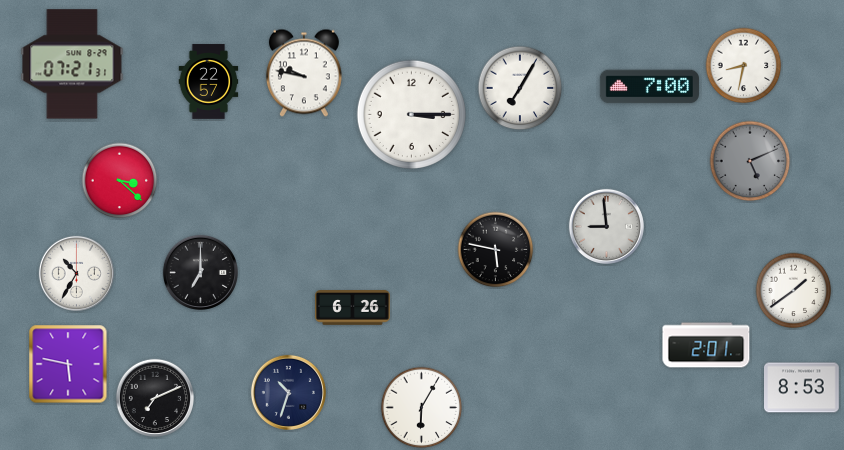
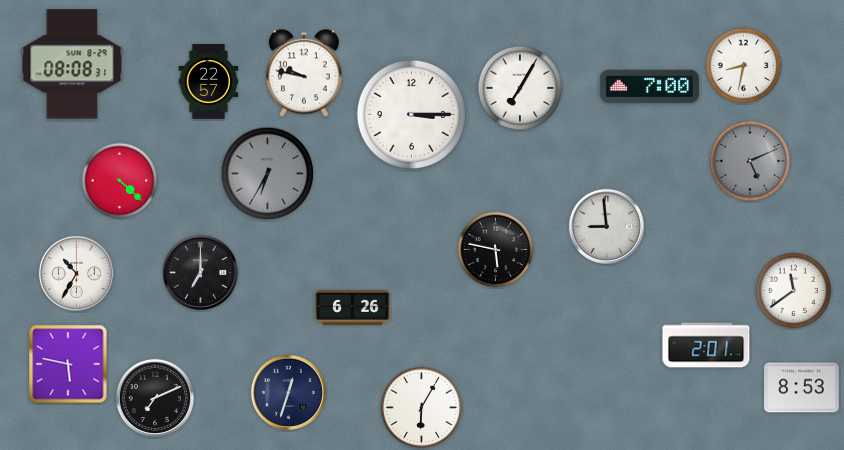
clock at (72, 64): 07:21 -> 08:08
clock at (268, 174): none -> 6:35
clock at (120, 181): 3:22 -> 4:22
clock at (794, 291): 1:39 -> 11:39
clock at (288, 392): 10:33 -> 12:33
